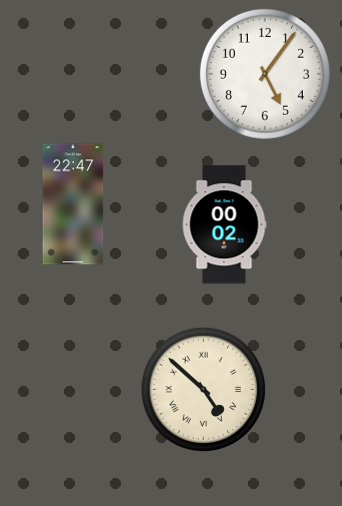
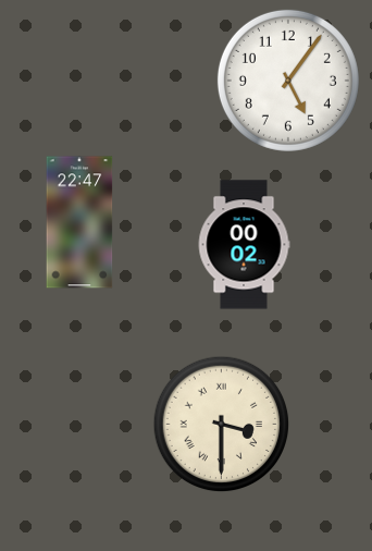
clock at (204, 390): 4:52 -> 3:30
